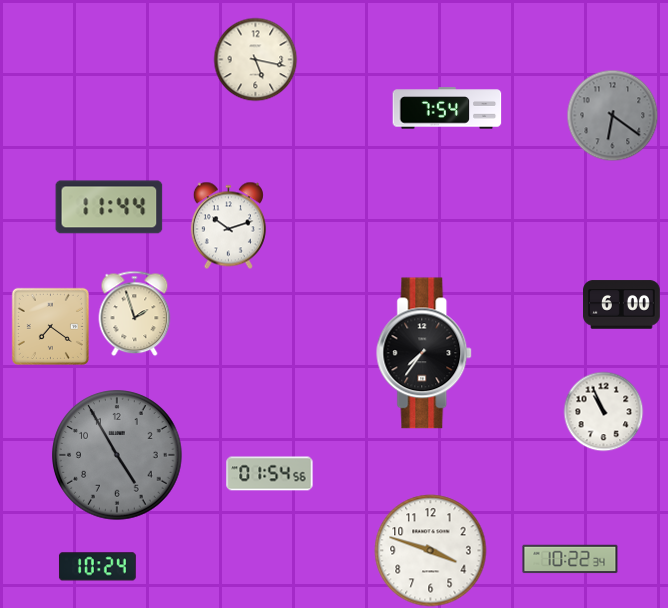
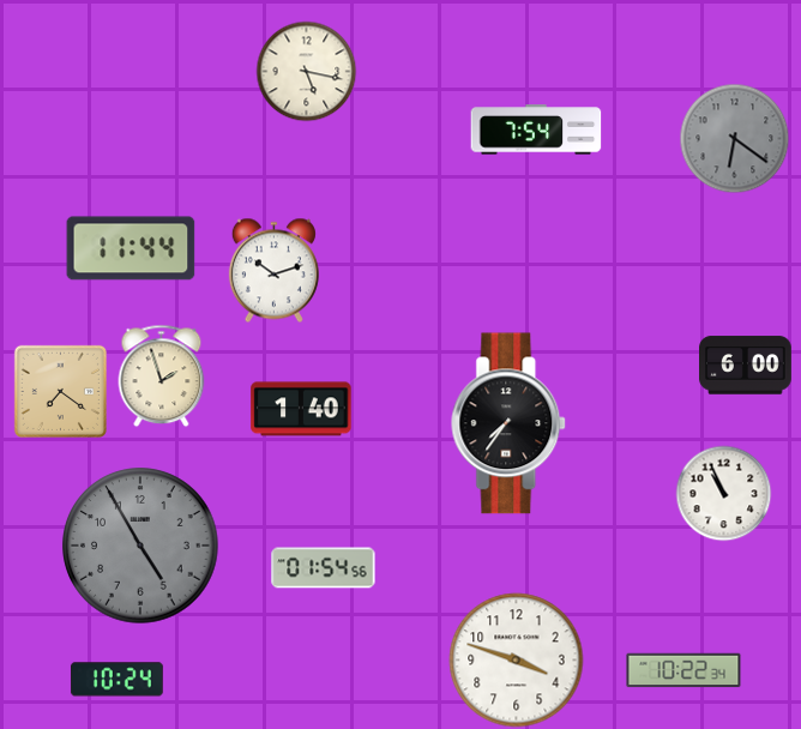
clock at (301, 409): none -> 1:40
